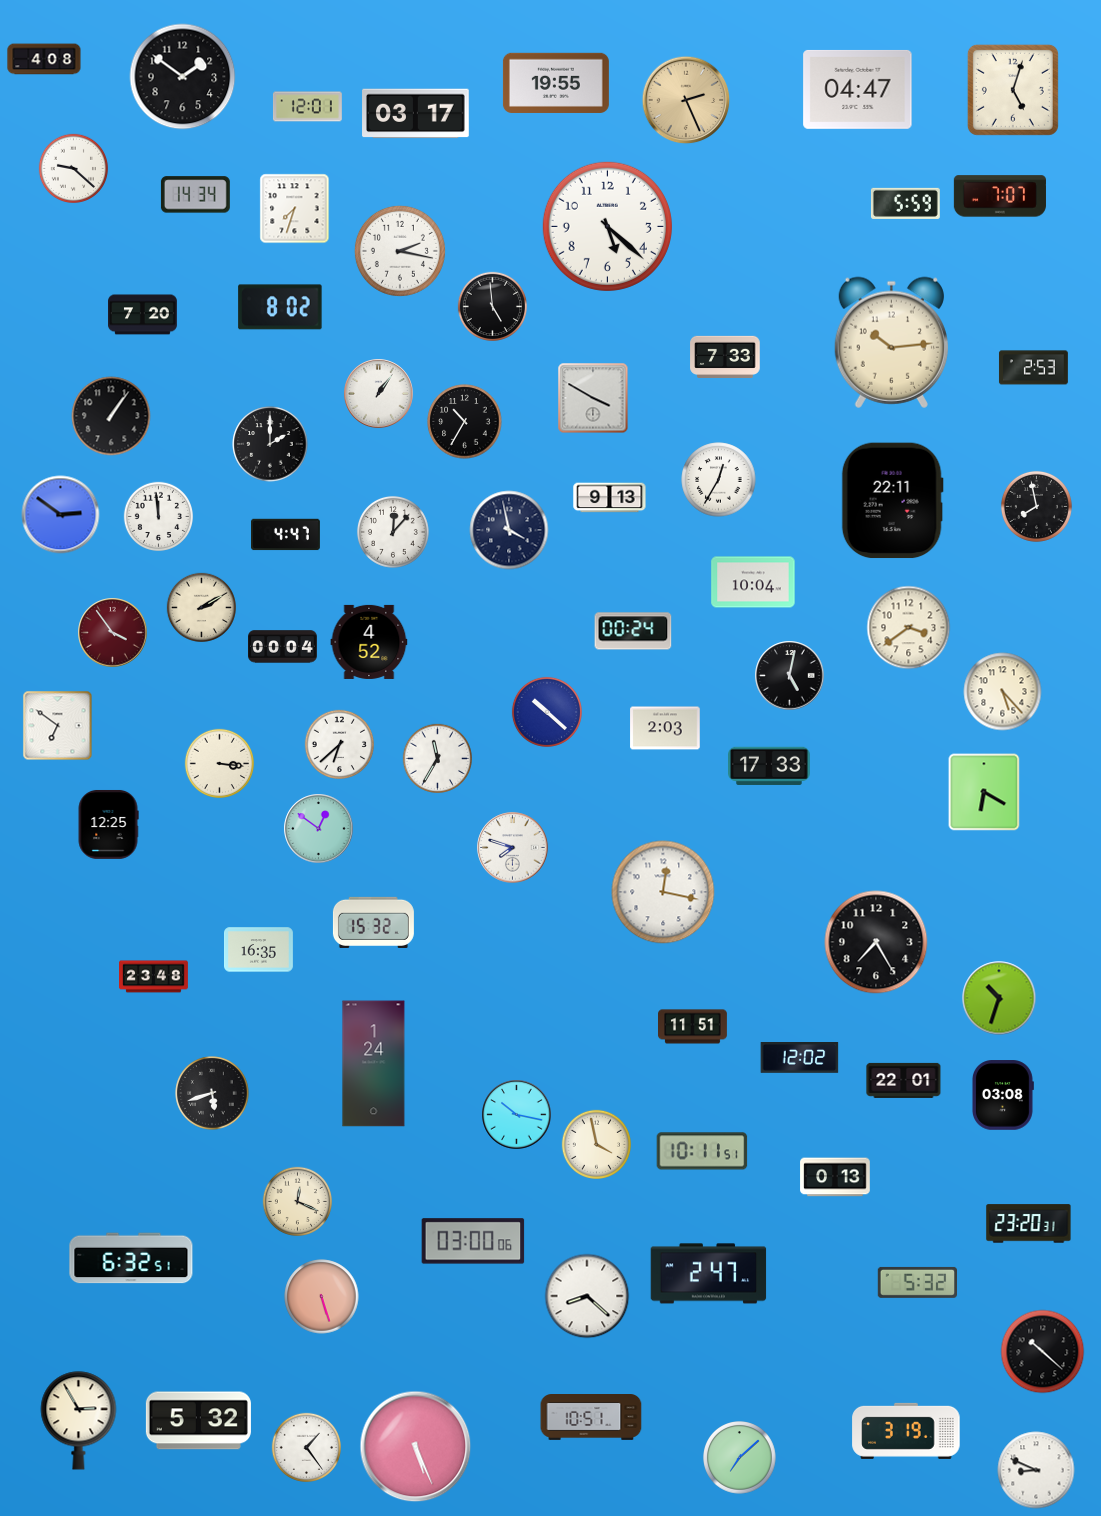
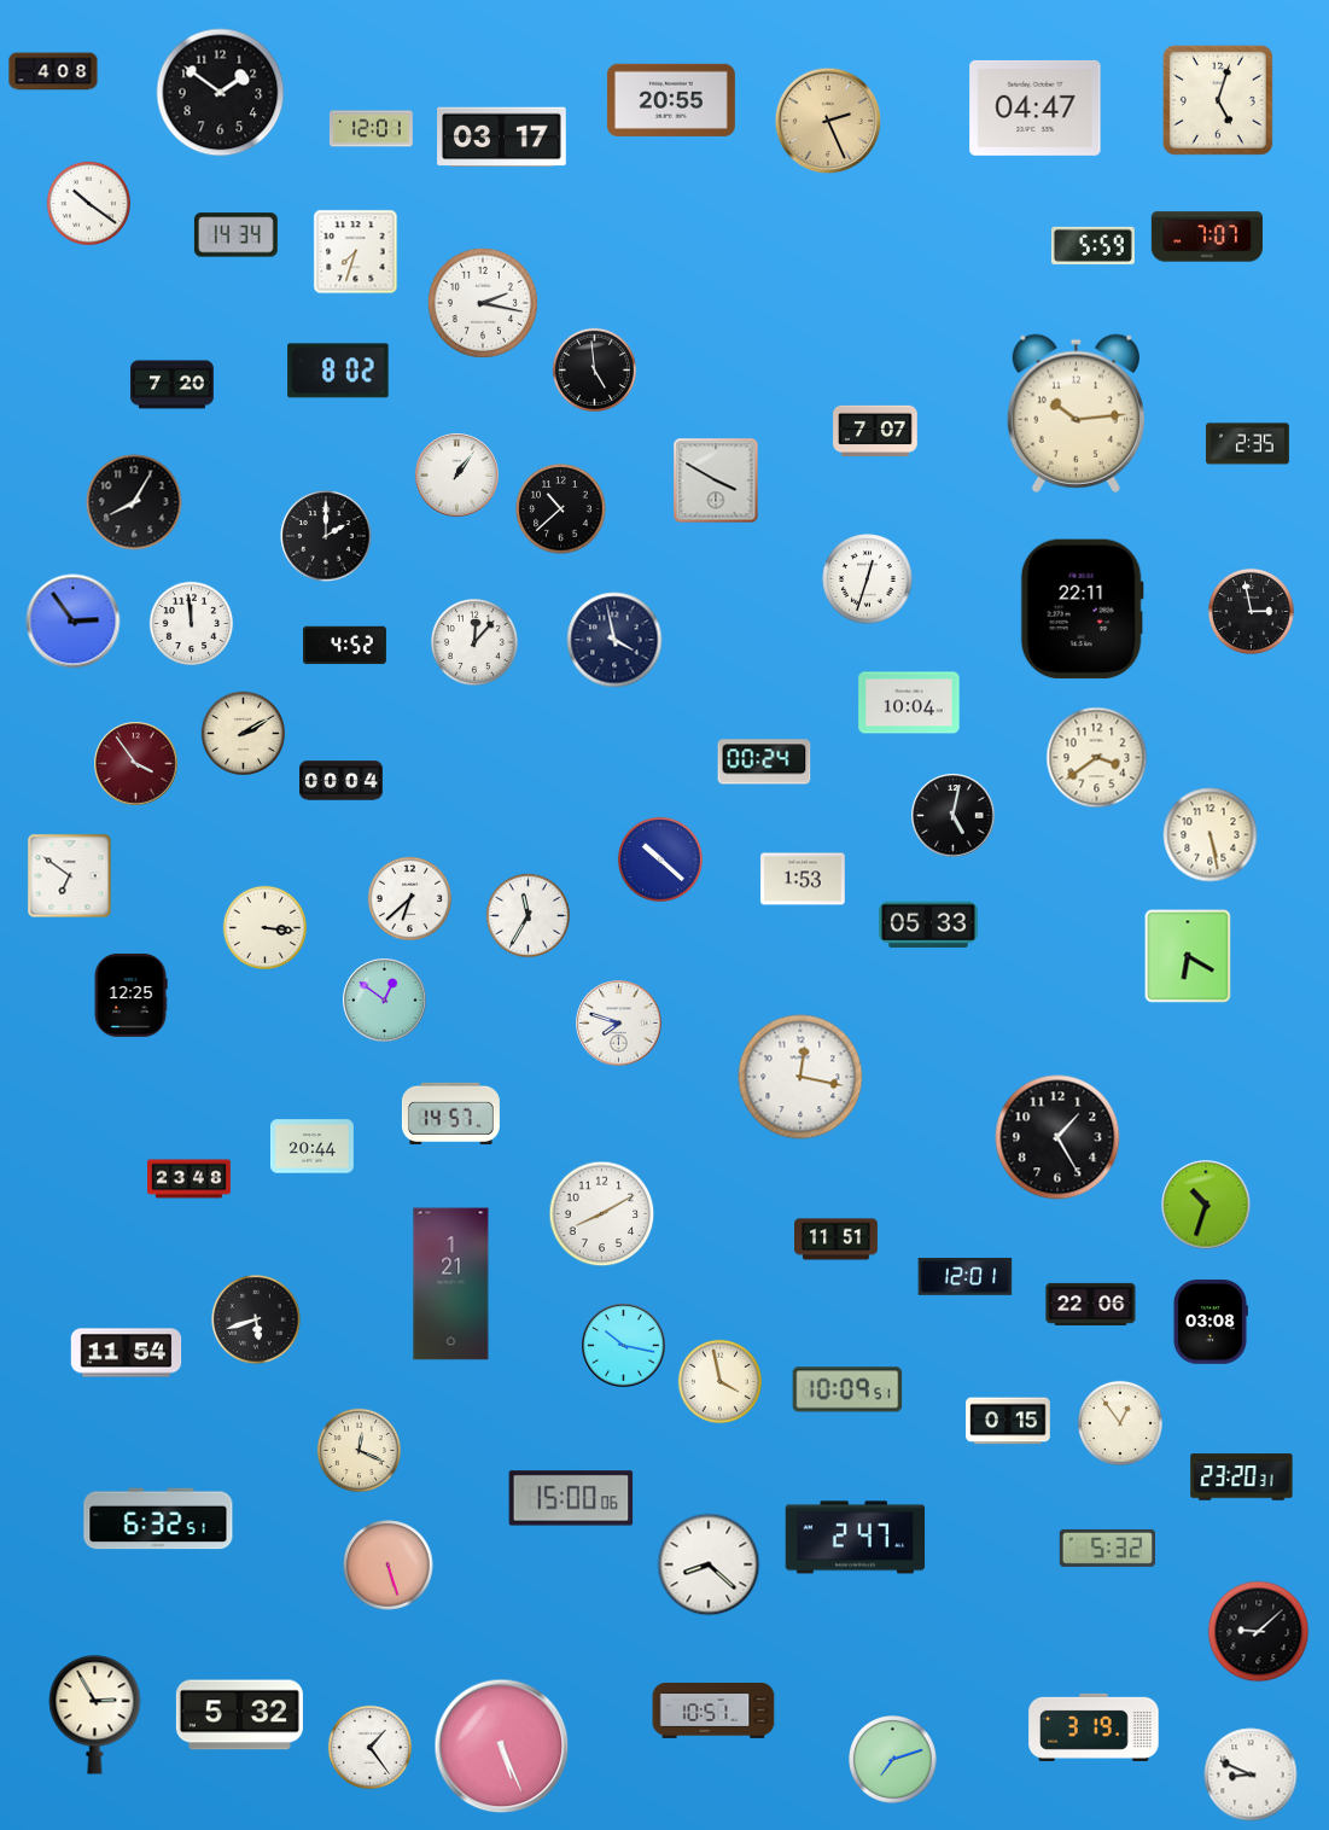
clock at (556, 83): 19:55 -> 20:55
clock at (1013, 90) position: (1013, 90) -> (1218, 100)
clock at (73, 168): 9:22 -> 10:21
clock at (607, 226): 5:22 -> none
clock at (143, 315) position: (143, 315) -> (173, 385)
clock at (725, 356): 7:33 -> 7:07
clock at (1033, 368): 2:53 -> 2:35
clock at (111, 416): 1:06 -> 8:05
clock at (465, 422): 10:35 -> 10:38
clock at (719, 480): 12:35 -> 12:33
clock at (610, 498): 9:13 -> none
clock at (892, 501) position: (892, 501) -> (1082, 610)
clock at (1036, 506): 7:58 -> 2:58
clock at (61, 515): 2:51 -> 2:54
clock at (286, 535): 4:47 -> 4:52
clock at (369, 642): 4:52 -> none
clock at (1003, 692): 5:23 -> 5:28
clock at (665, 728): 2:03 -> 1:53
clock at (219, 763) position: (219, 763) -> (264, 927)
clock at (770, 766): 17:33 -> 05:33
clock at (373, 922): 15:32 -> 14:57
clock at (876, 942): 7:25 -> 1:25
clock at (259, 950): 16:35 -> 20:44
clock at (154, 977) position: (154, 977) -> (190, 1179)
clock at (602, 1214): none -> 8:10
clock at (800, 1058): 12:02 -> 12:01
clock at (374, 1064): 1:24 -> 1:21
clock at (904, 1080): 22:01 -> 22:06
clock at (127, 1353): none -> 11:54
clock at (702, 1151): 10:11 -> 10:09
clock at (835, 1177): 0:13 -> 0:15
clock at (1120, 1423): none -> 12:54
clock at (473, 1241): 03:00 -> 15:00
clock at (1043, 1352): 10:22 -> 9:08
clock at (740, 1458): 7:08 -> 7:12
